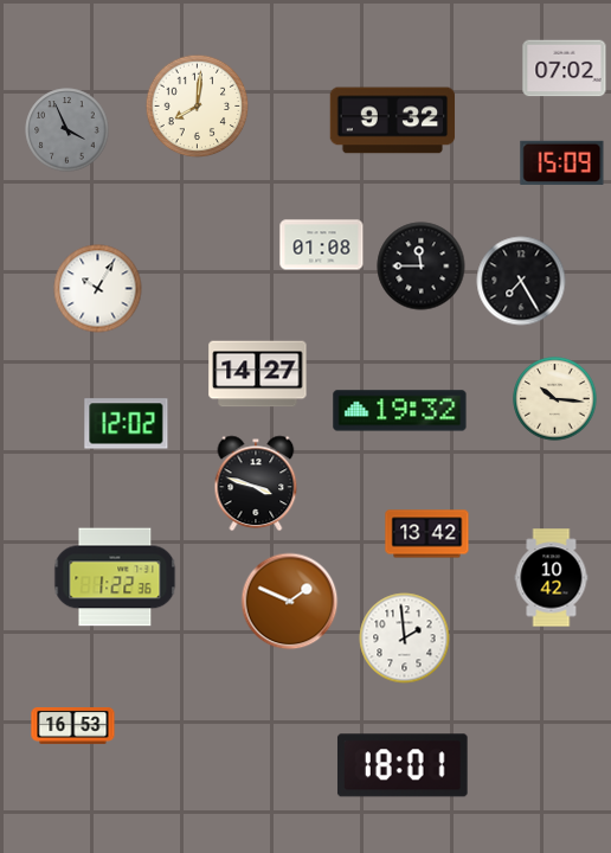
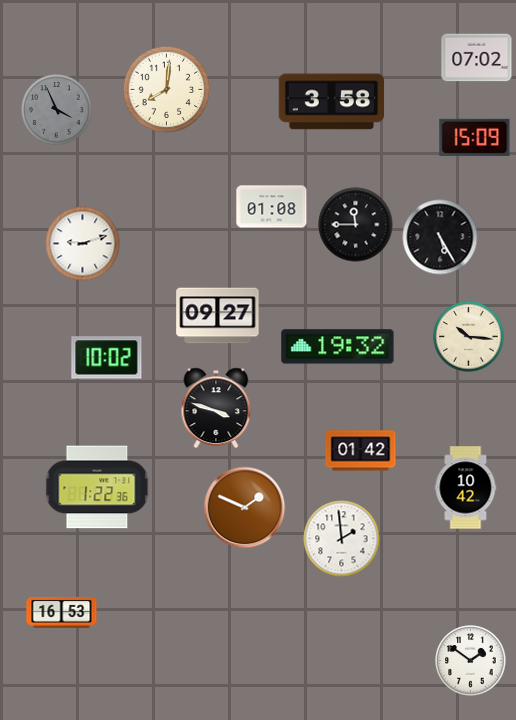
clock at (393, 121): 9:32 -> 3:58
clock at (521, 281): 7:25 -> 5:25
clock at (98, 289): 10:05 -> 9:12
clock at (258, 374): 14:27 -> 09:27
clock at (127, 424): 12:02 -> 10:02
clock at (427, 534): 13:42 -> 01:42
clock at (403, 765): 18:01 -> none
clock at (471, 661): none -> 1:51
